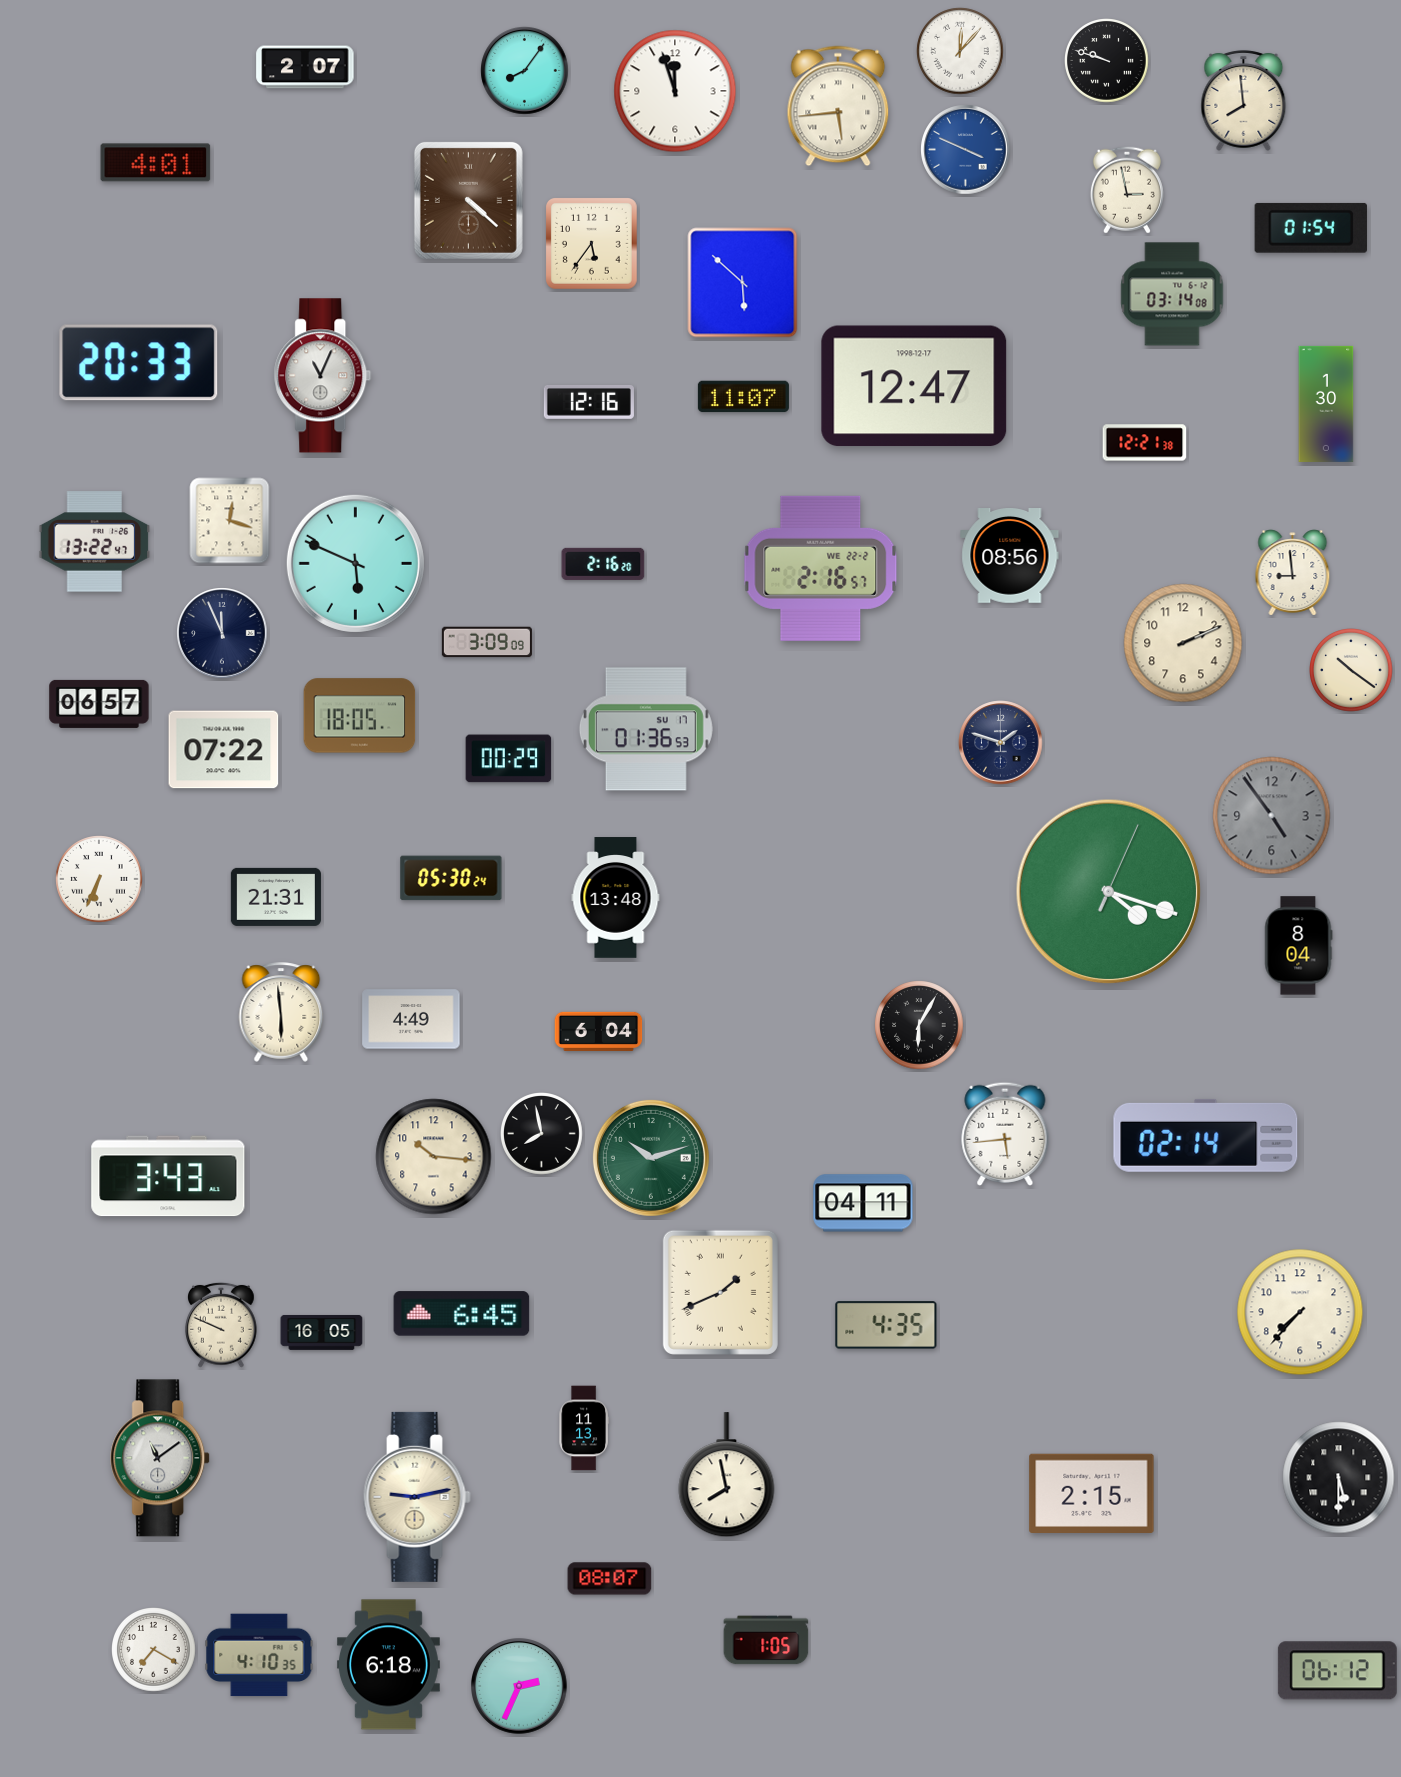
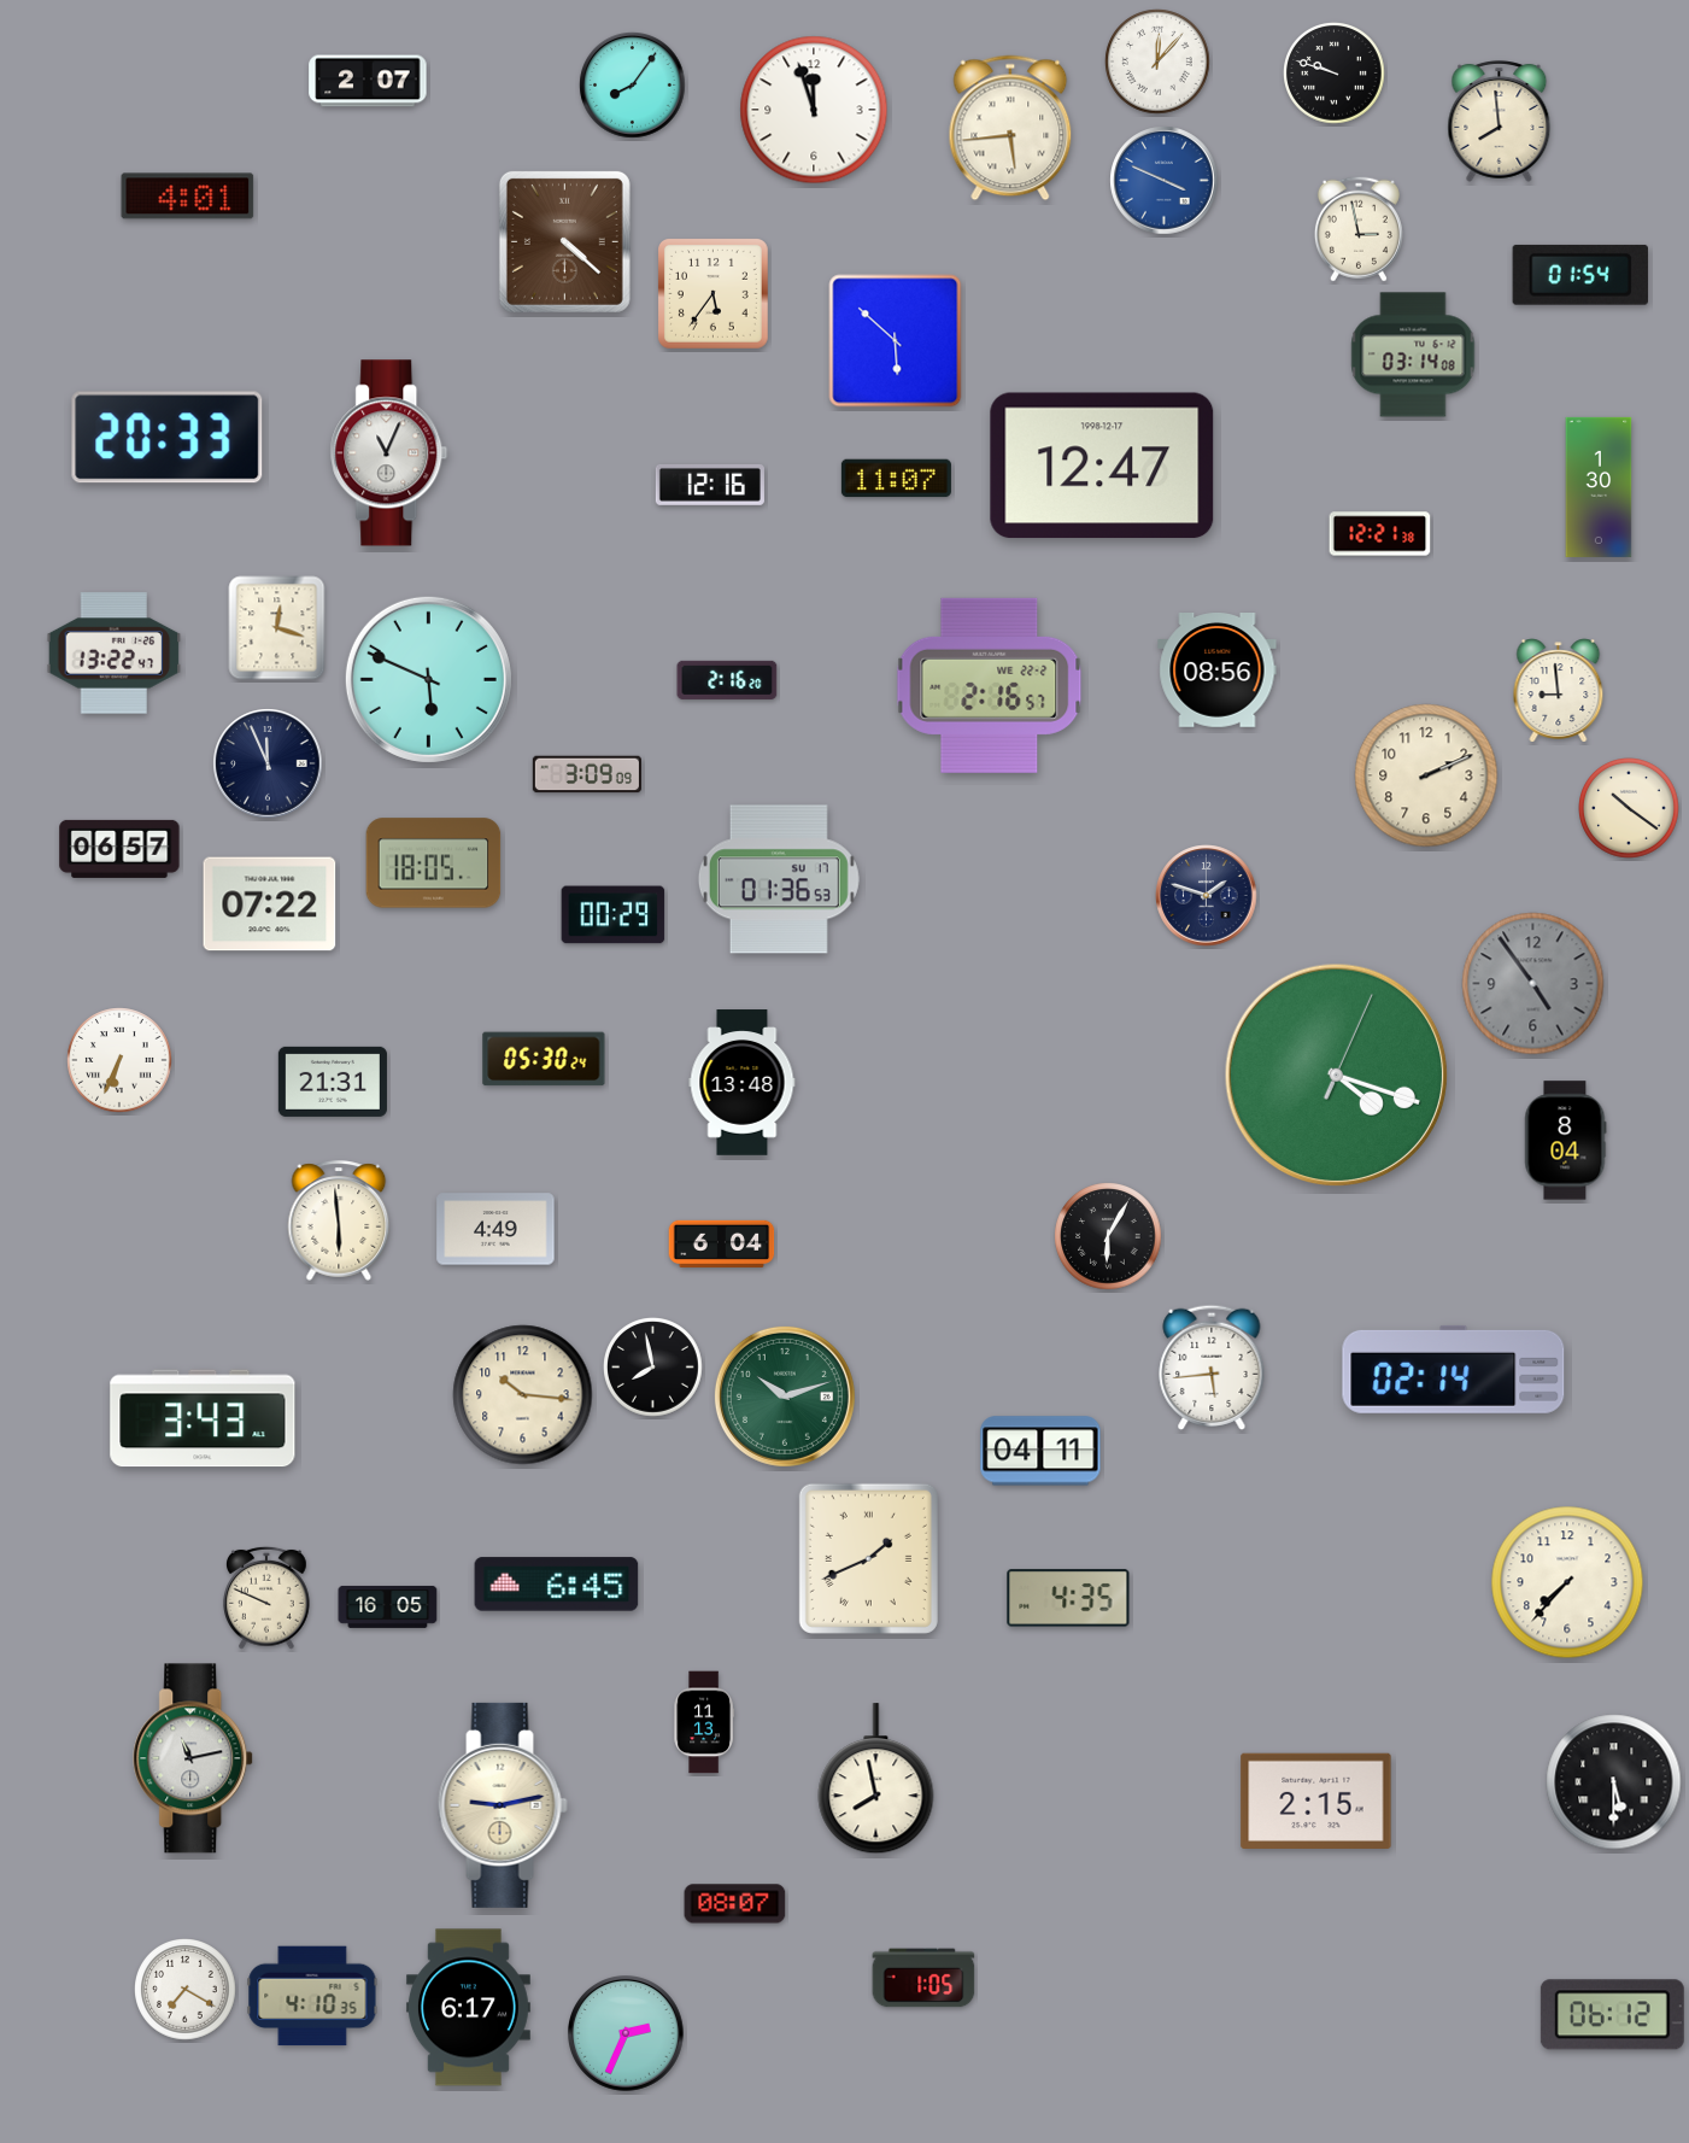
clock at (161, 1458): 11:09 -> 11:13
clock at (388, 1665): 6:18 -> 6:17
